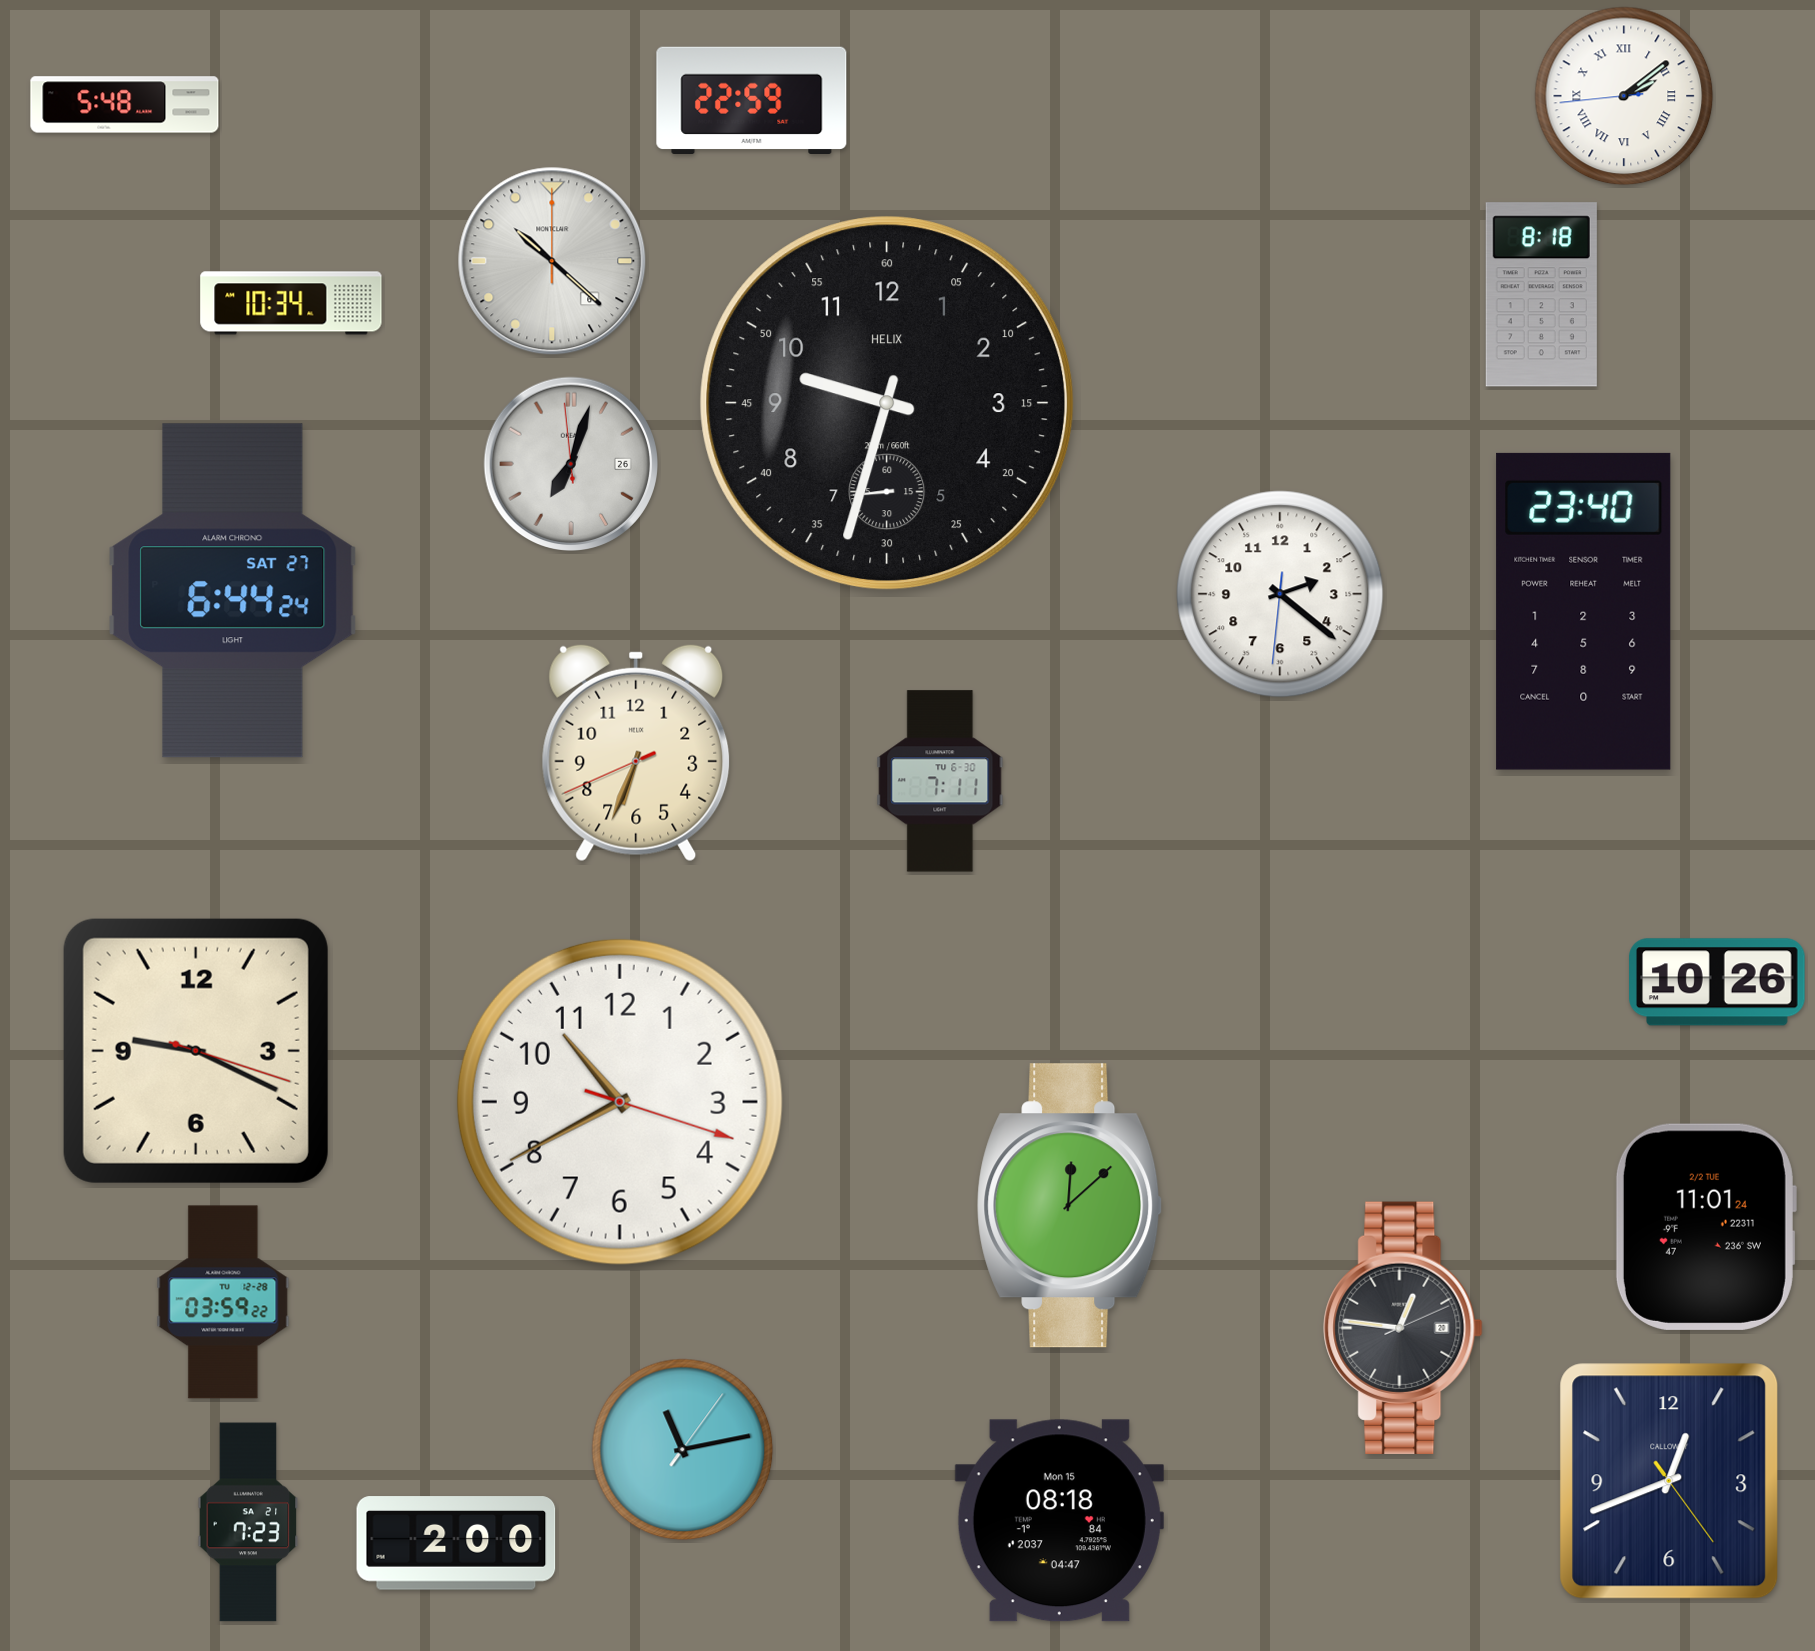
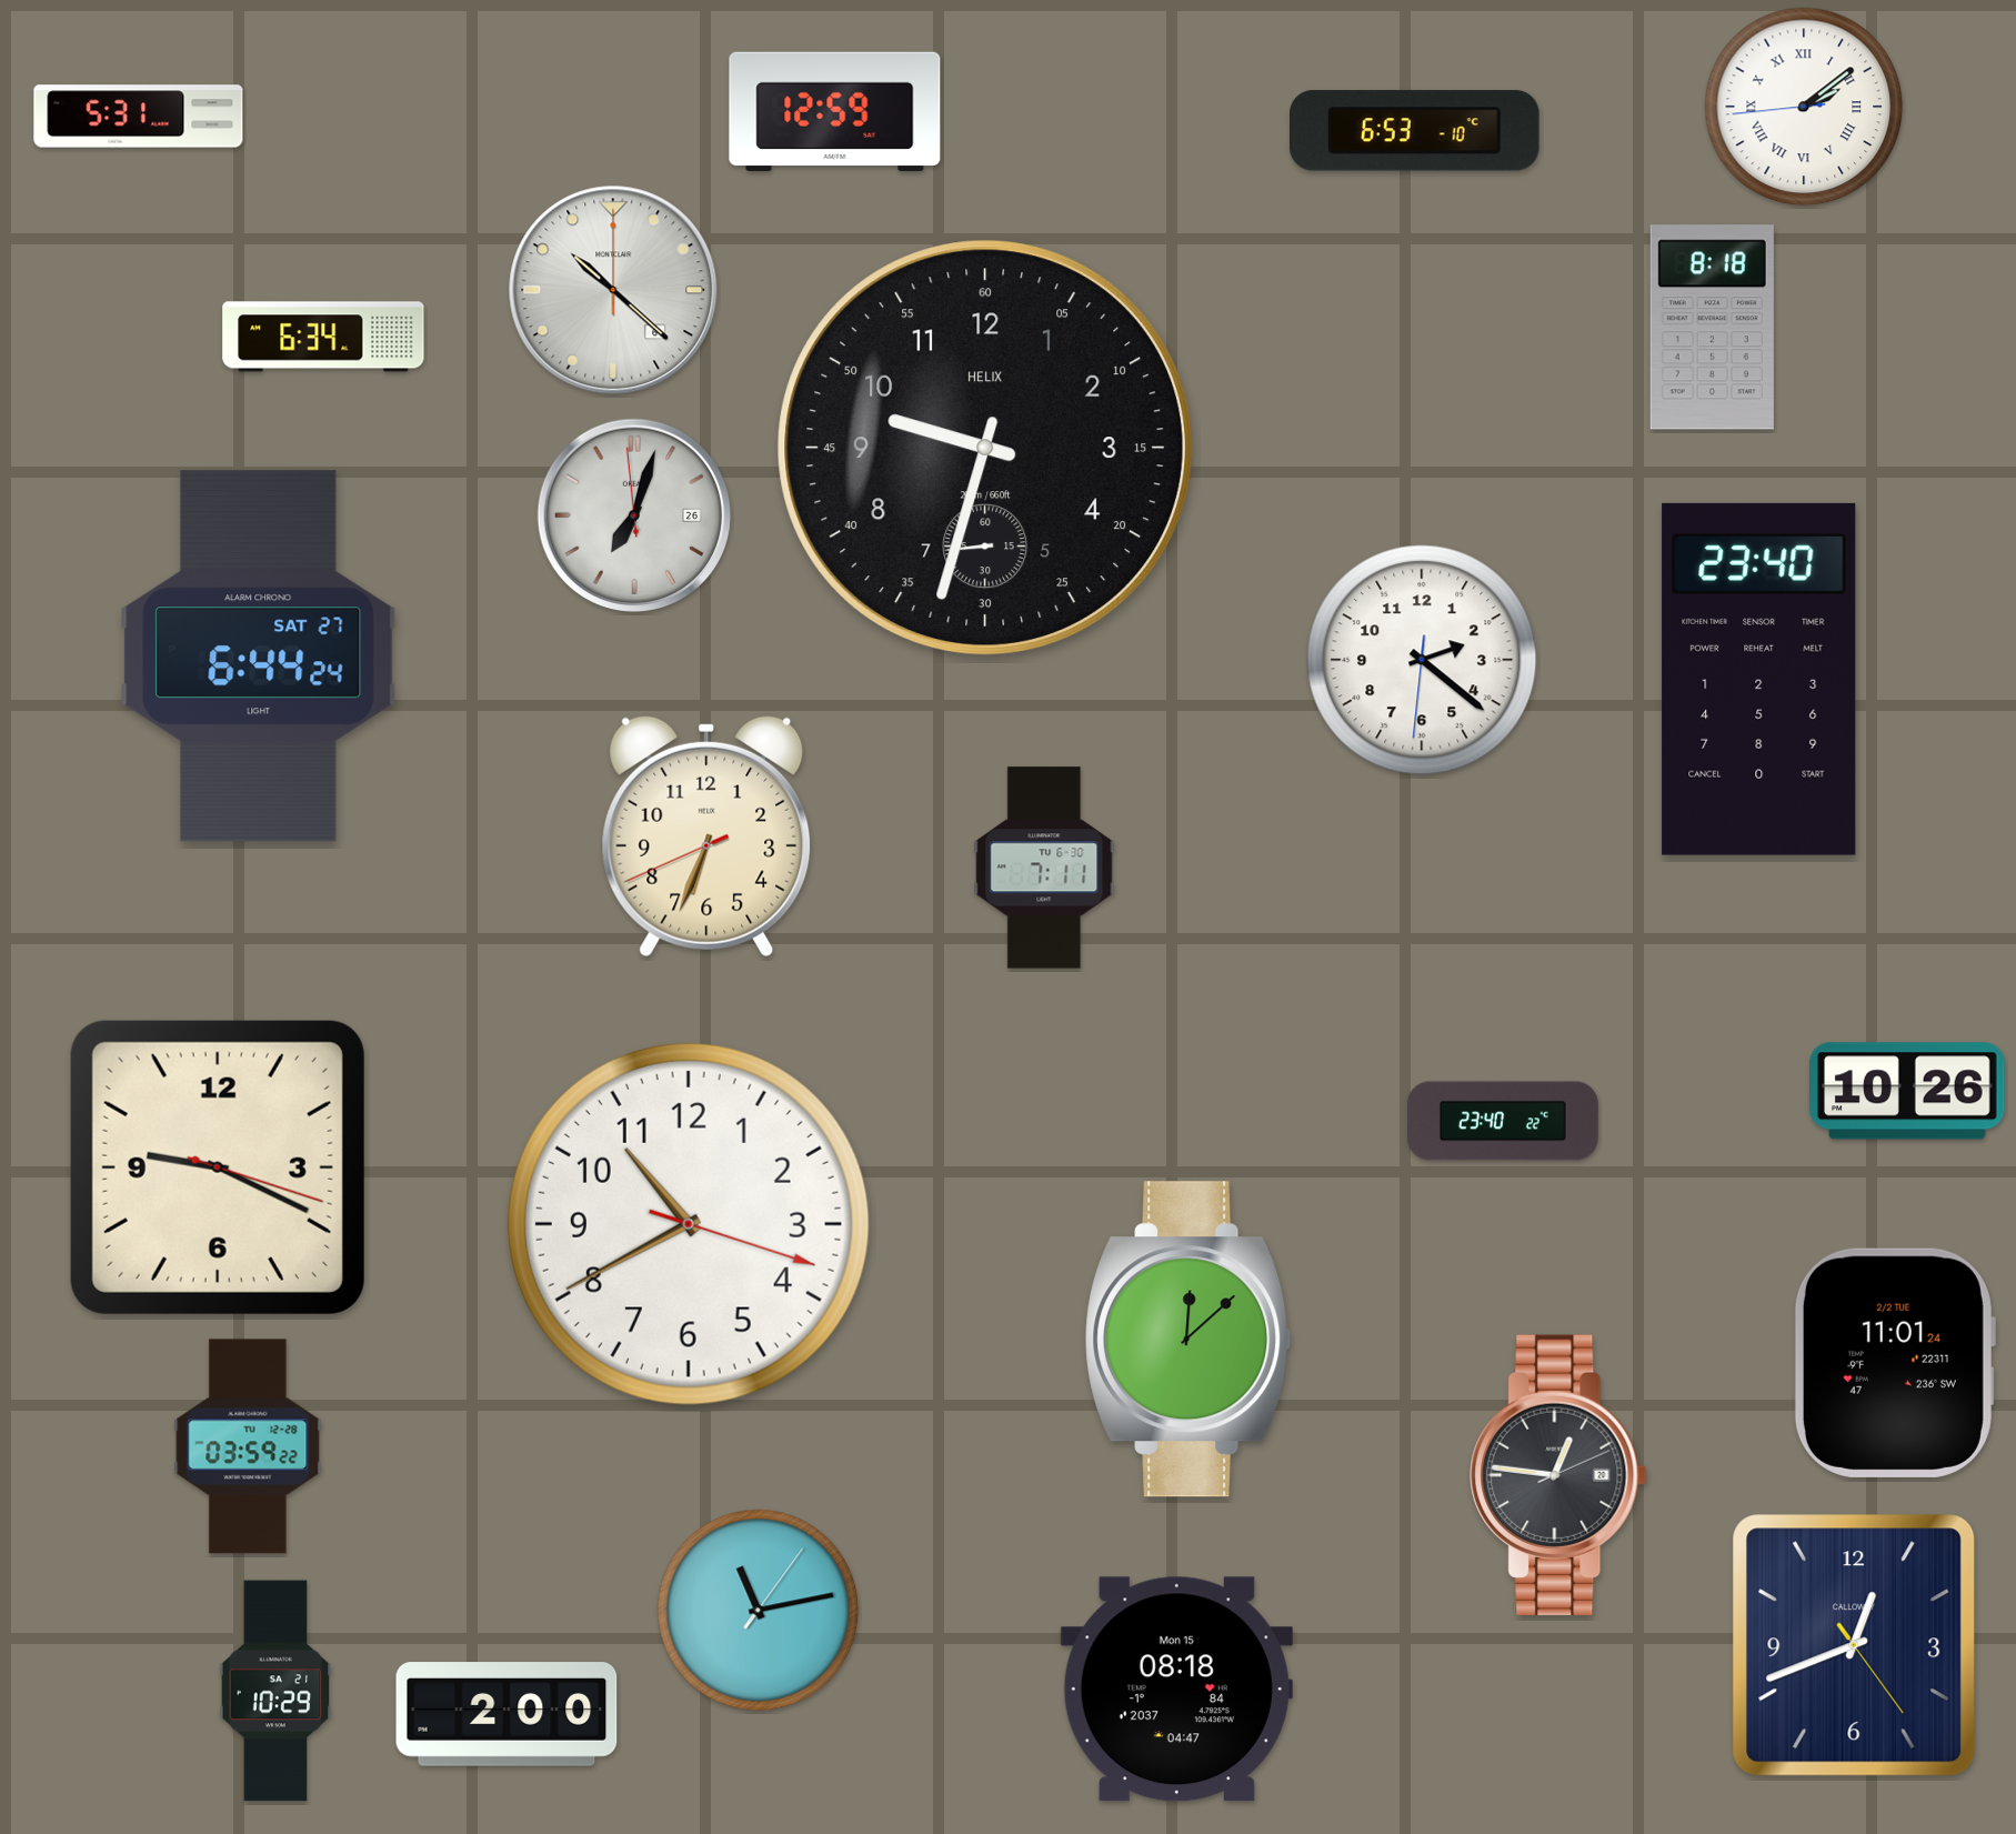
clock at (752, 100): 22:59 -> 12:59
clock at (125, 105): 5:48 -> 5:31
clock at (1415, 131): none -> 6:53
clock at (291, 303): 10:34 -> 6:34
clock at (1503, 1121): none -> 23:40
clock at (248, 1522): 7:23 -> 10:29
